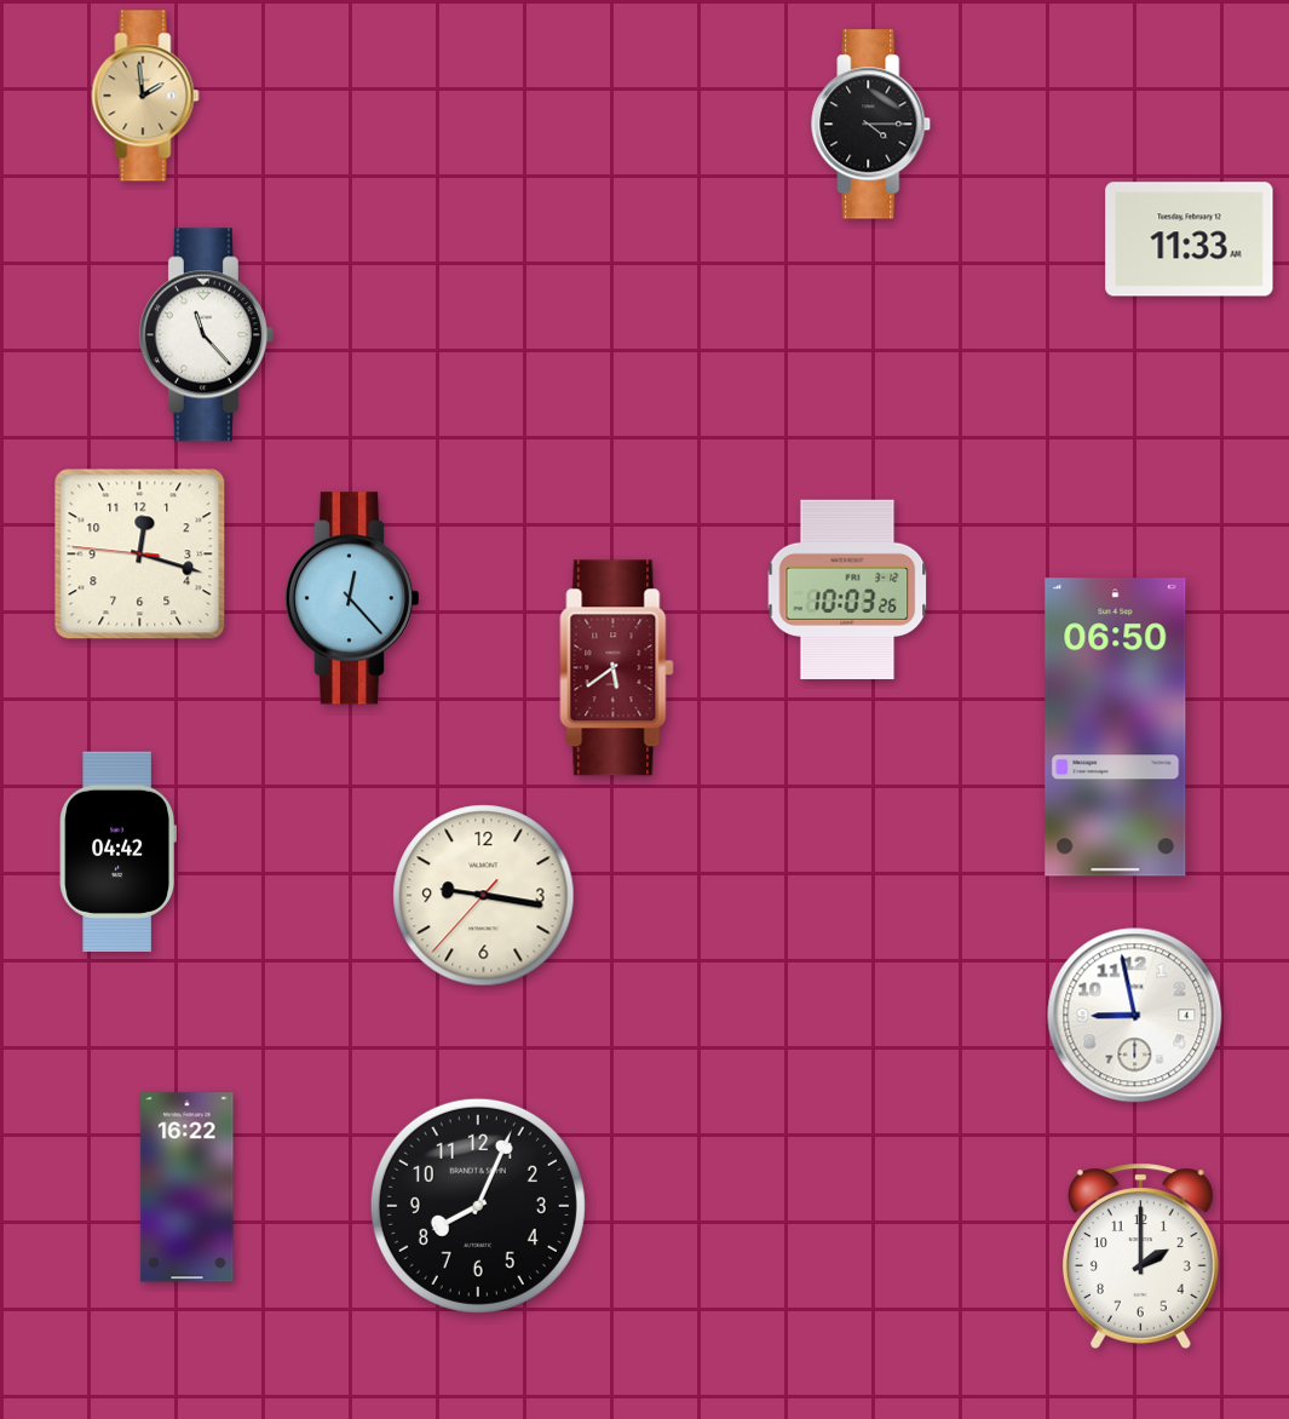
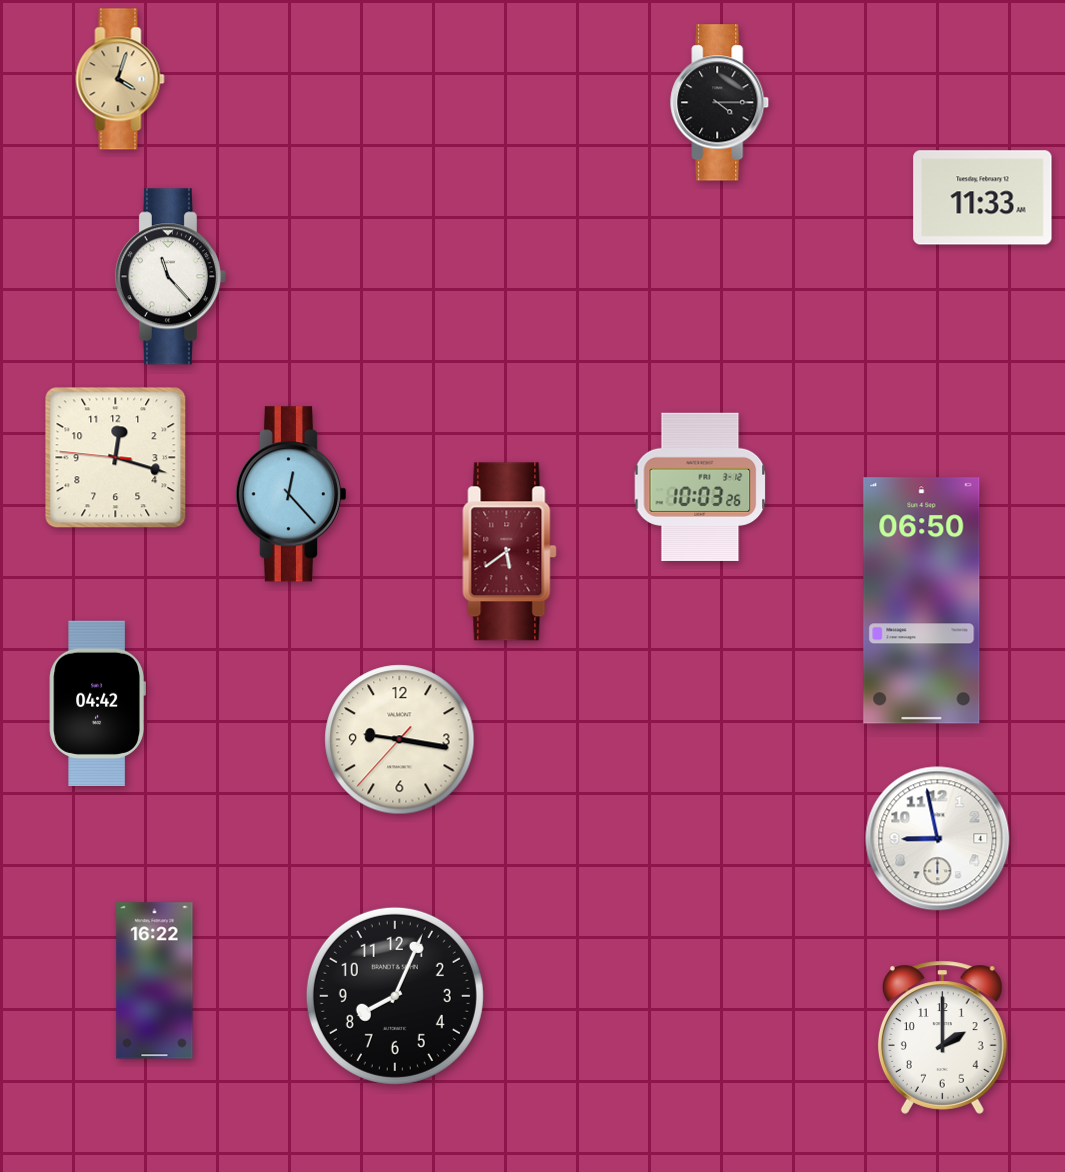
clock at (145, 96): 1:59 -> 4:03
